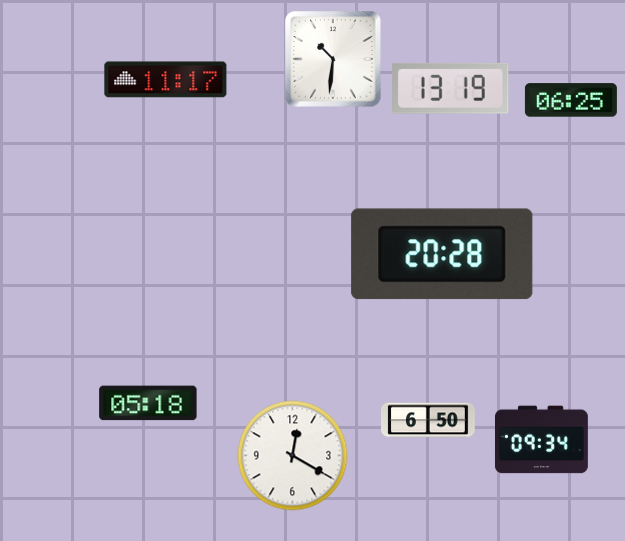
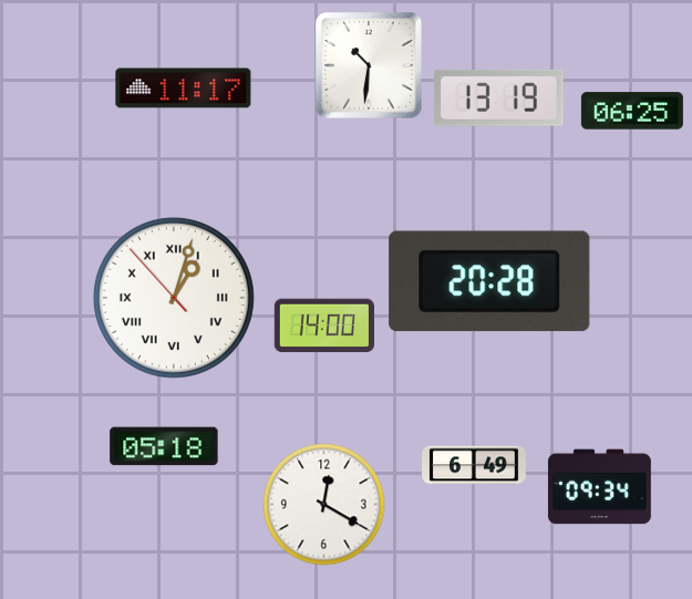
clock at (174, 298): none -> 1:02
clock at (324, 326): none -> 14:00
clock at (429, 420): 6:50 -> 6:49
